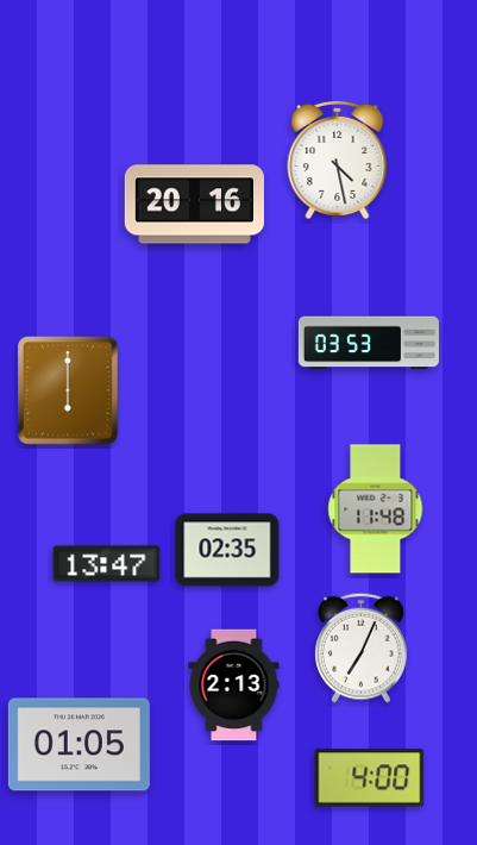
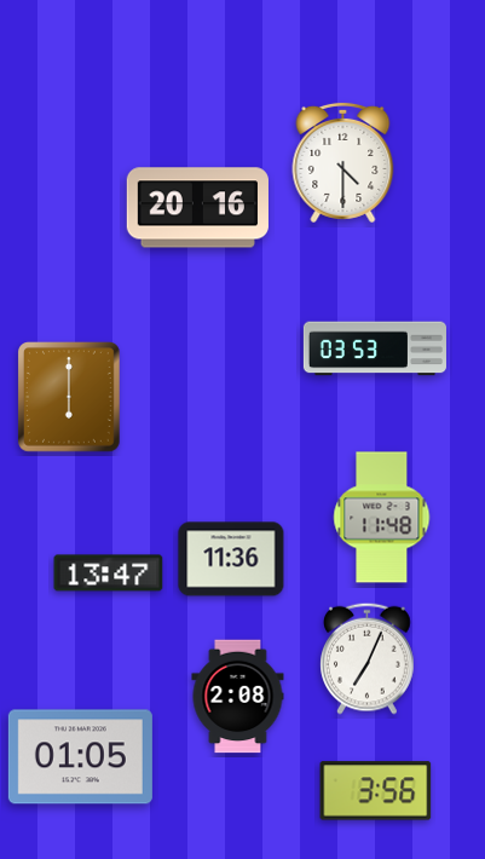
clock at (338, 159): 4:28 -> 4:30
clock at (227, 550): 02:35 -> 11:36
clock at (234, 686): 2:13 -> 2:08
clock at (370, 778): 4:00 -> 3:56
